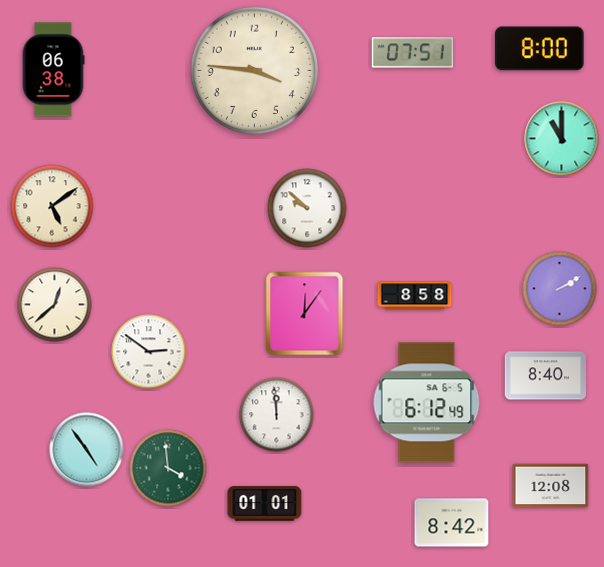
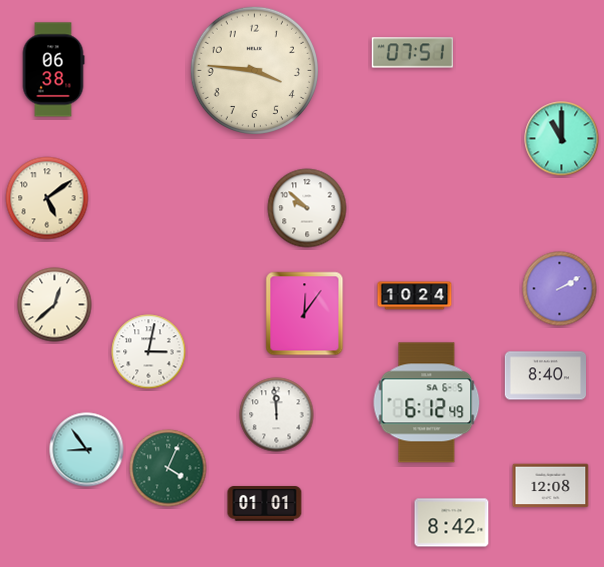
clock at (540, 49): 8:00 -> none
clock at (52, 206) position: (52, 206) -> (47, 198)
clock at (415, 296): 8:58 -> 10:24
clock at (149, 352): 2:51 -> 3:02
clock at (87, 450): 4:54 -> 8:54
clock at (168, 468): 3:59 -> 4:04
